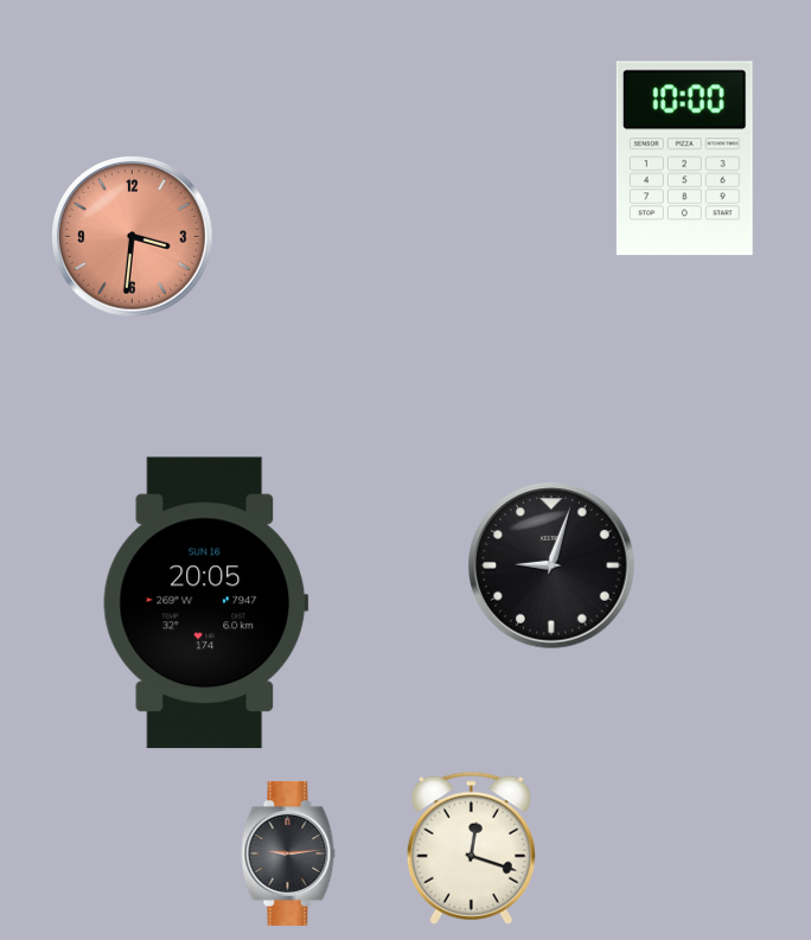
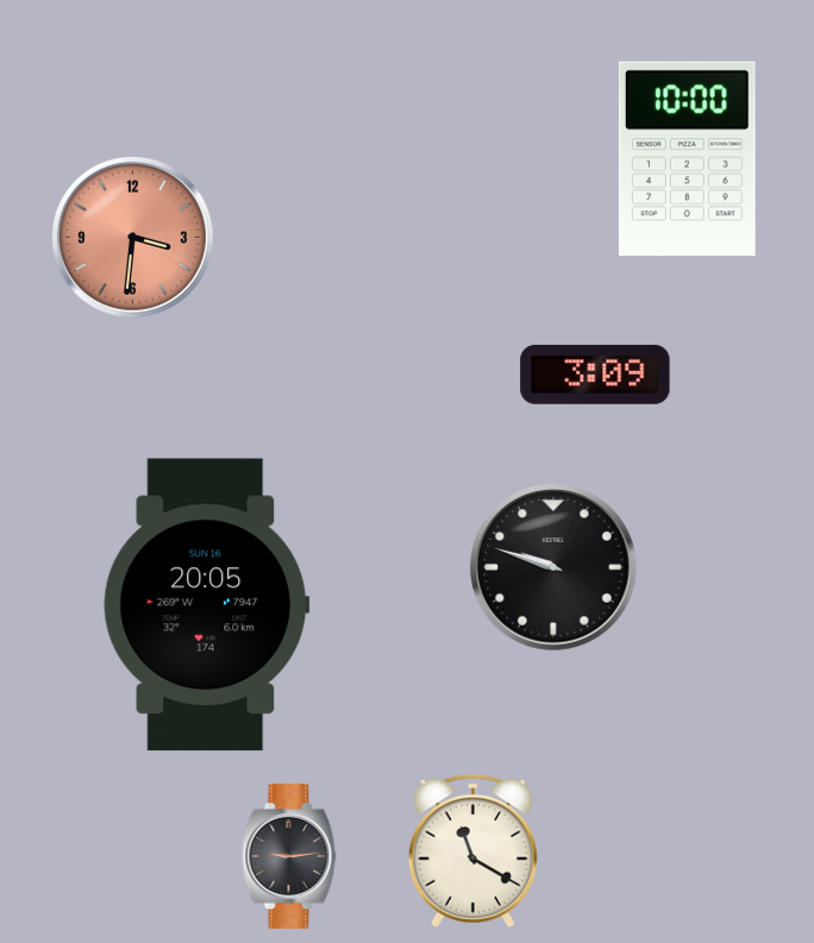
clock at (595, 375): none -> 3:09
clock at (551, 565): 9:03 -> 9:48
clock at (471, 848): 12:18 -> 11:20
